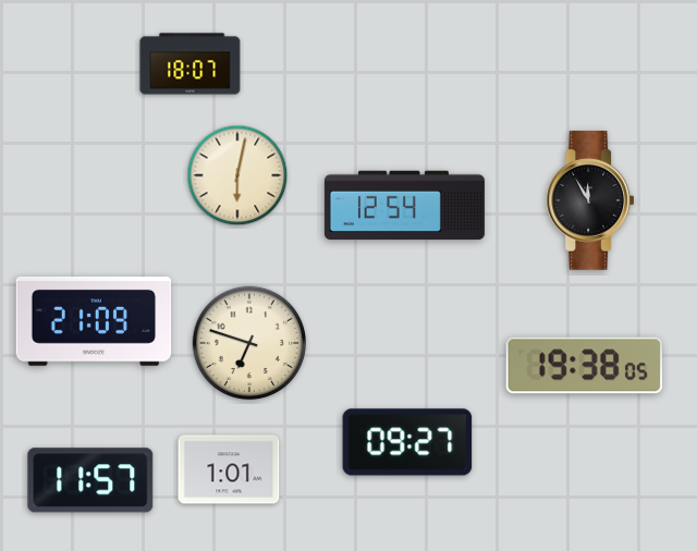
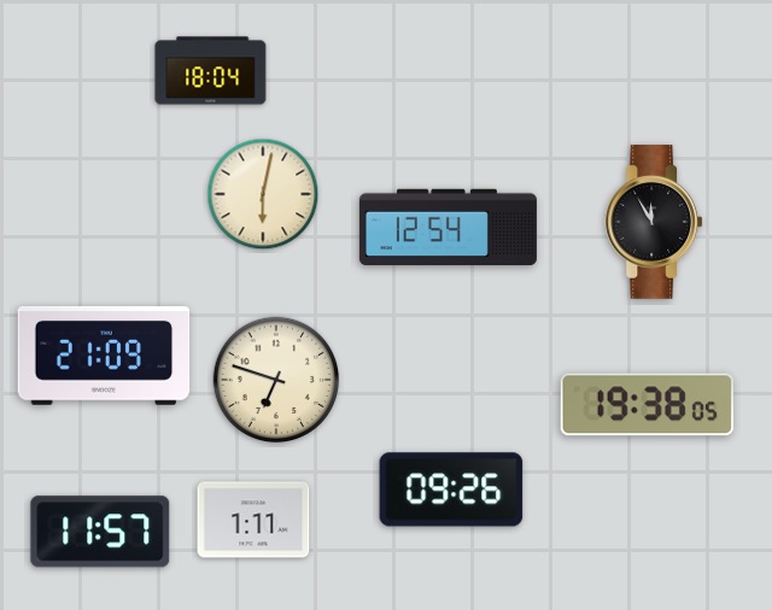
clock at (191, 64): 18:07 -> 18:04
clock at (407, 442): 09:27 -> 09:26
clock at (229, 469): 1:01 -> 1:11
